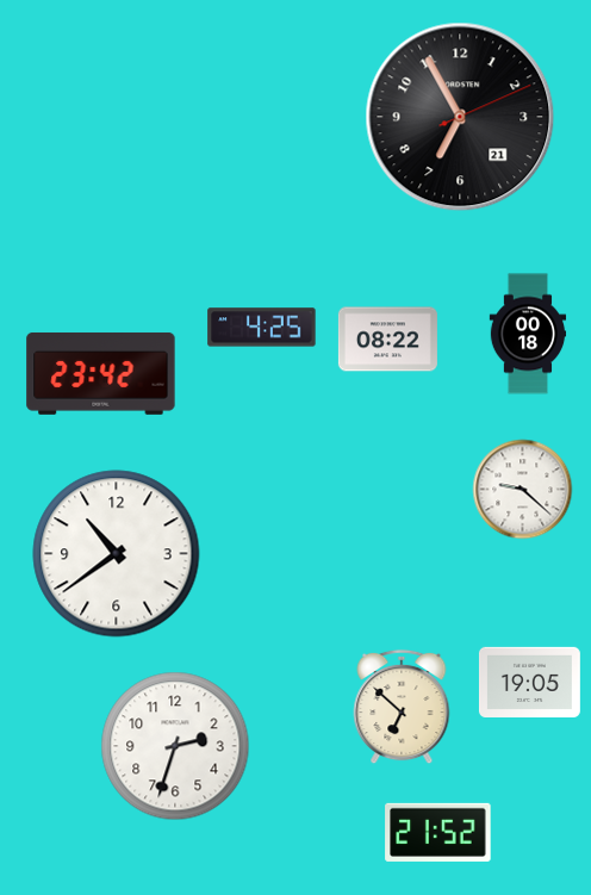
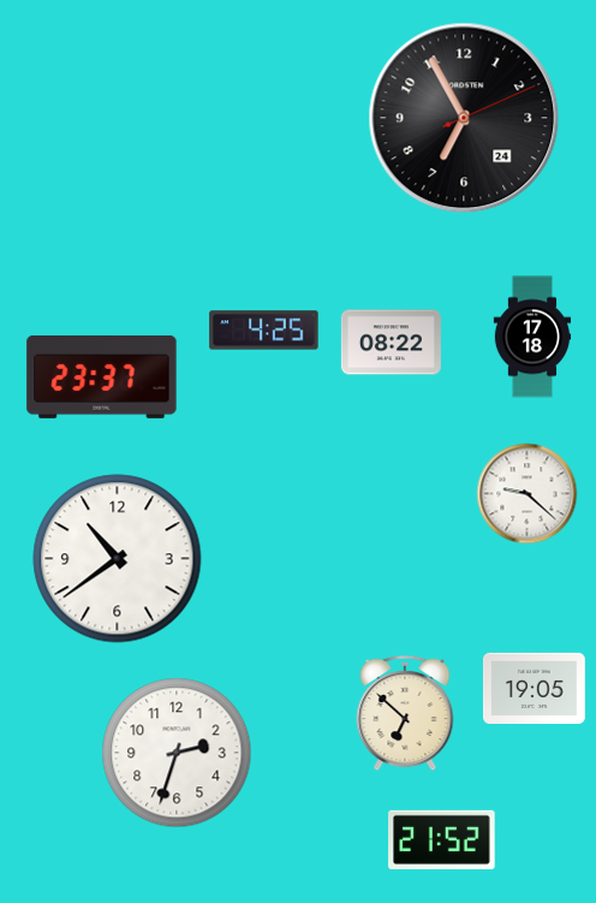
clock at (460, 117) date: 21 -> 24
clock at (528, 334): 00:18 -> 17:18
clock at (101, 373): 23:42 -> 23:37
